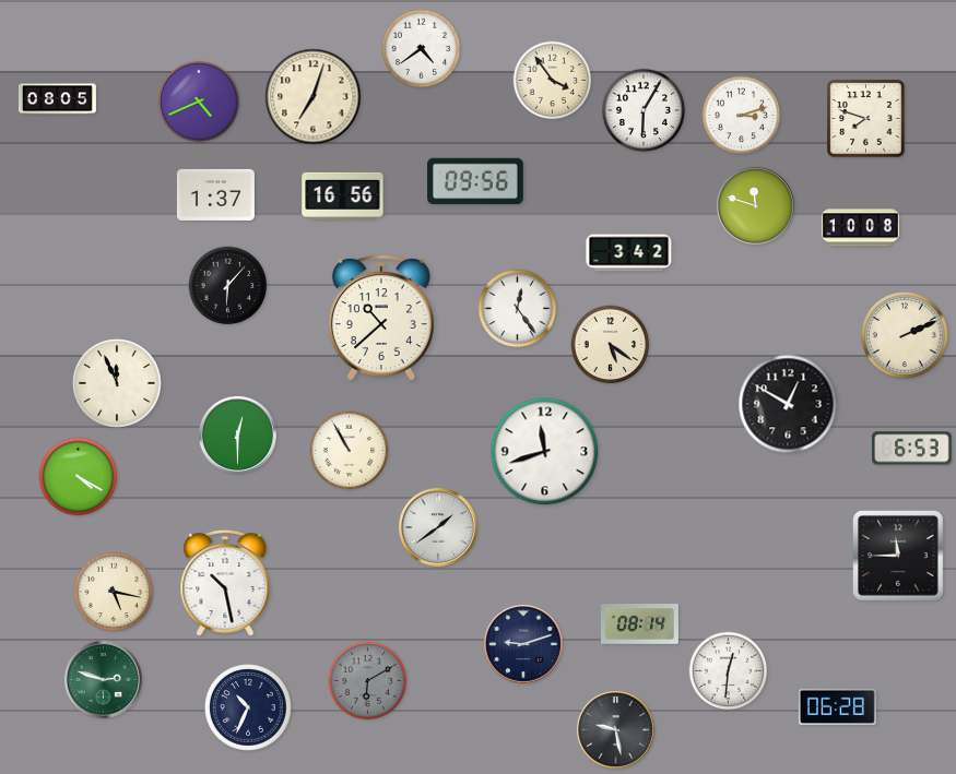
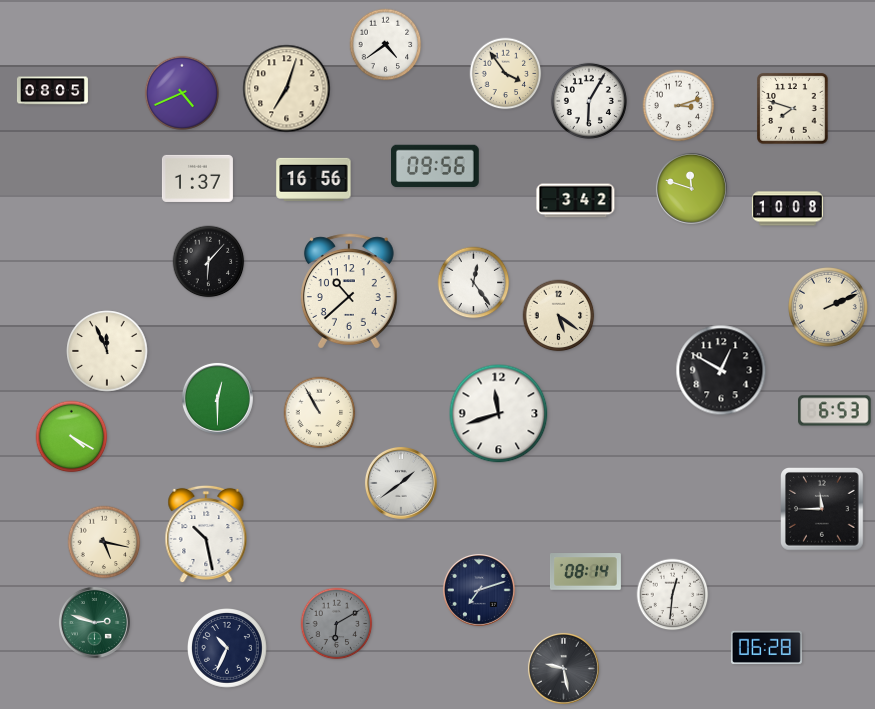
clock at (629, 253) position: (629, 253) -> (576, 201)
clock at (523, 644): 9:12 -> 7:12
clock at (729, 671) position: (729, 671) -> (673, 595)
